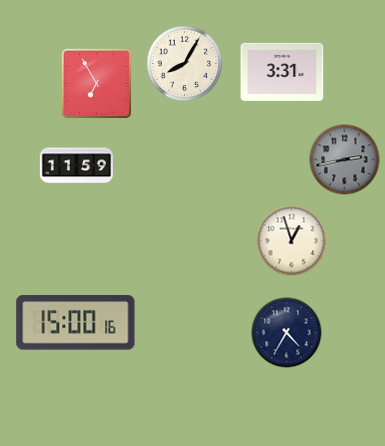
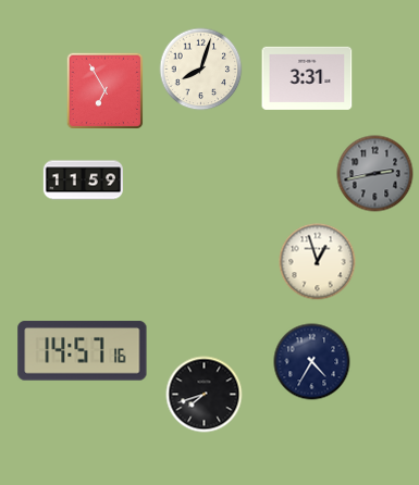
clock at (185, 64): 8:05 -> 8:03
clock at (76, 323): 15:00 -> 14:57
clock at (205, 395): none -> 7:42
